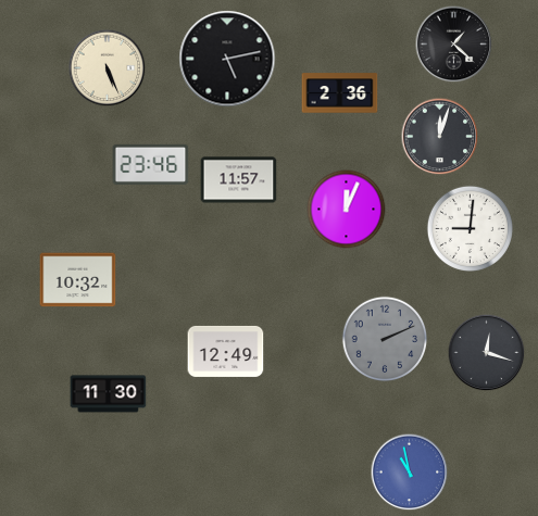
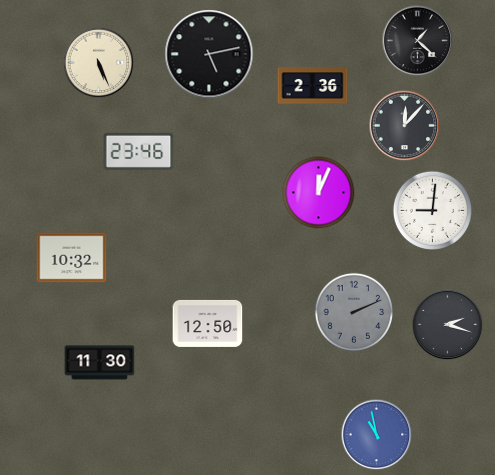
clock at (440, 137): 12:03 -> 12:07
clock at (239, 180): 11:57 -> none
clock at (226, 351): 12:49 -> 12:50
clock at (487, 353): 12:18 -> 2:18
